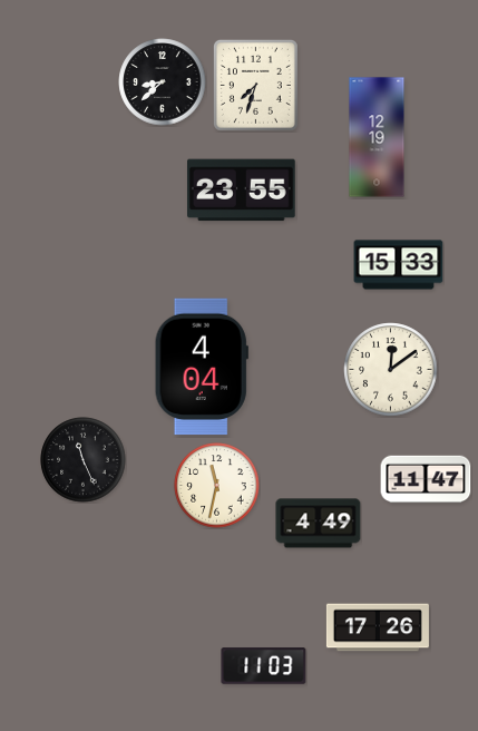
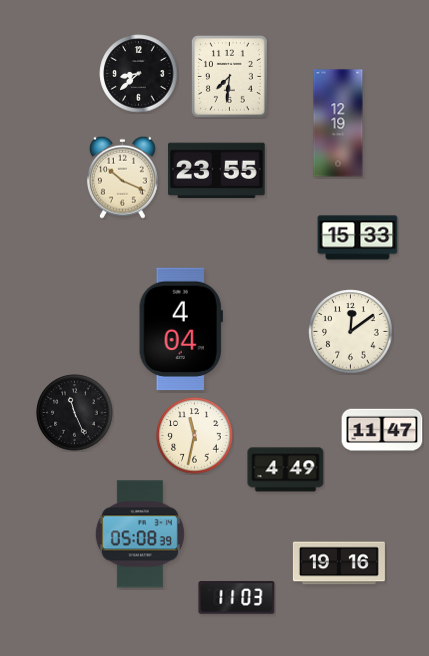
clock at (163, 82) position: (163, 82) -> (139, 74)
clock at (255, 85): 7:33 -> 7:31
clock at (122, 177): none -> 10:19
clock at (140, 534): none -> 05:08
clock at (378, 627): 17:26 -> 19:16
